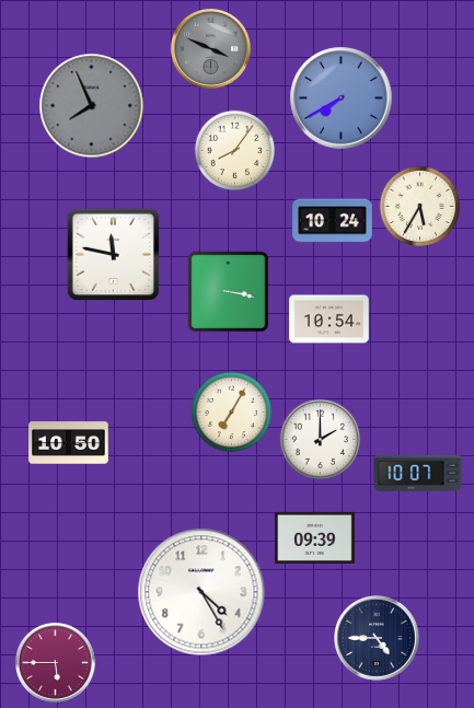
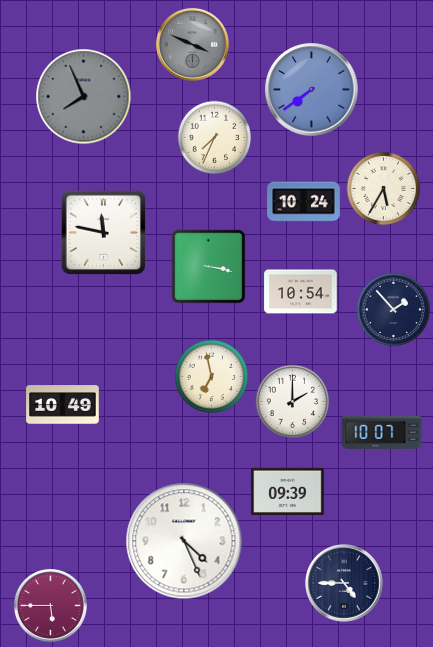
clock at (342, 98): 7:40 -> 7:39
clock at (235, 151): 8:06 -> 7:34
clock at (394, 310): none -> 1:53
clock at (232, 413): 7:05 -> 6:58
clock at (69, 443): 10:50 -> 10:49
clock at (201, 592): 4:25 -> 4:26
